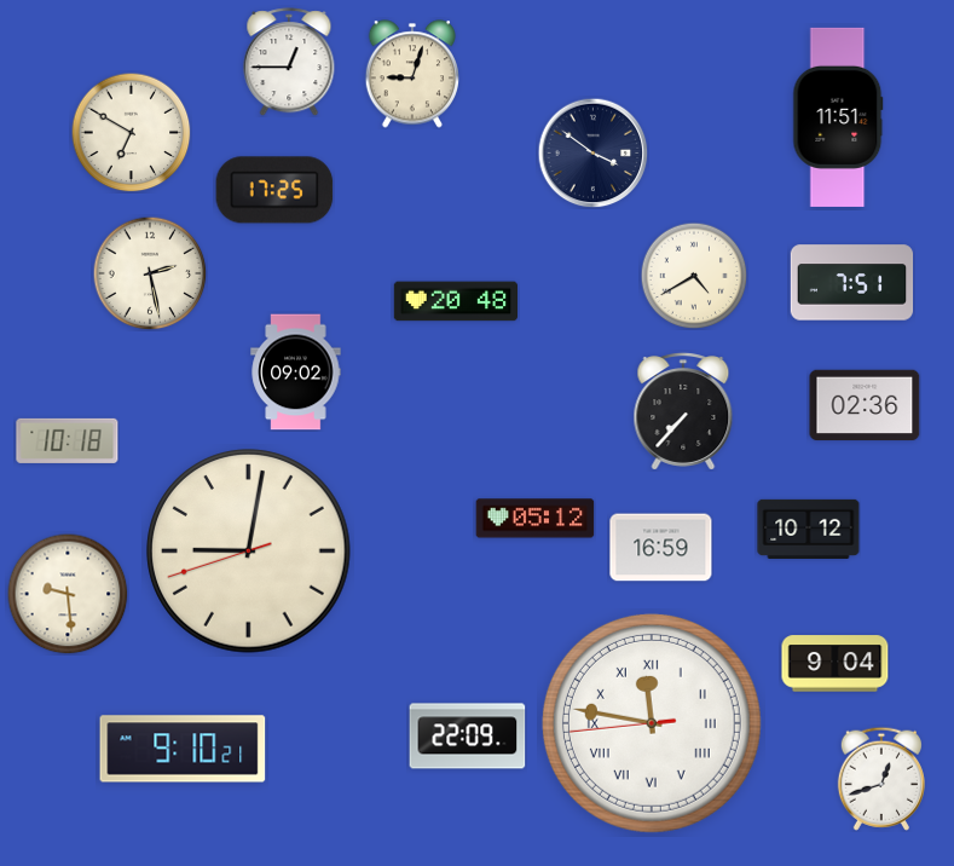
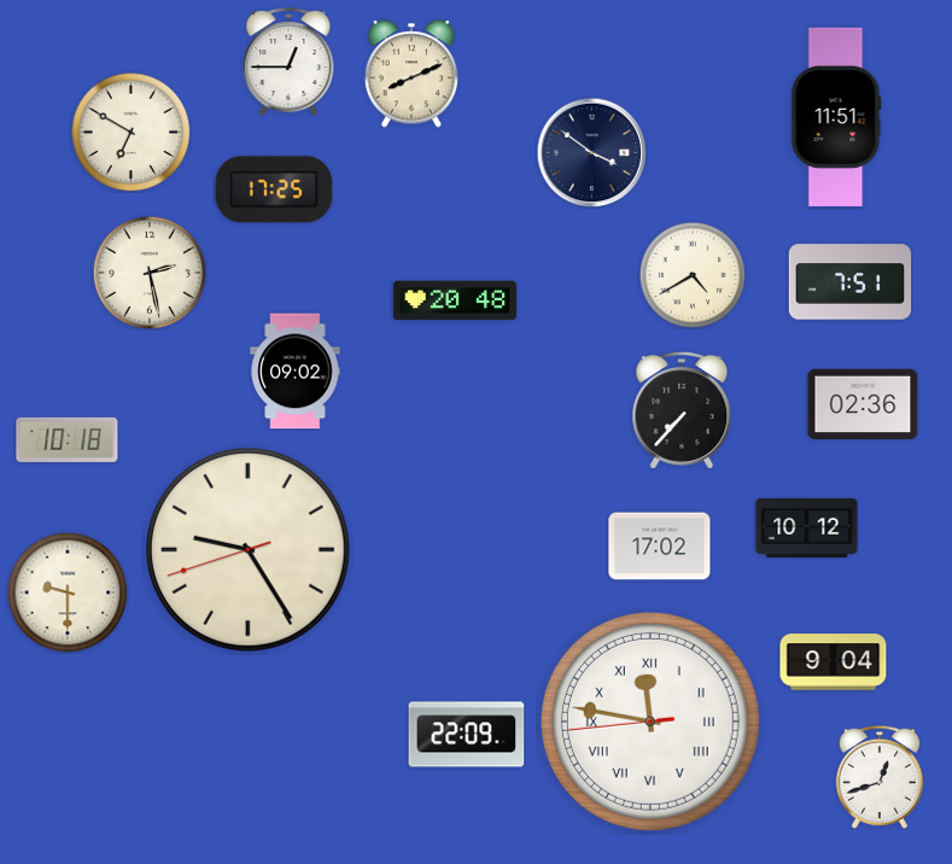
clock at (411, 74): 9:03 -> 8:11
clock at (536, 519): 05:12 -> none
clock at (661, 548): 16:59 -> 17:02
clock at (249, 552): 9:01 -> 9:24
clock at (68, 594): 9:29 -> 9:30
clock at (183, 749): 9:10 -> none
